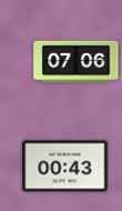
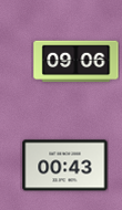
clock at (77, 62): 07:06 -> 09:06
